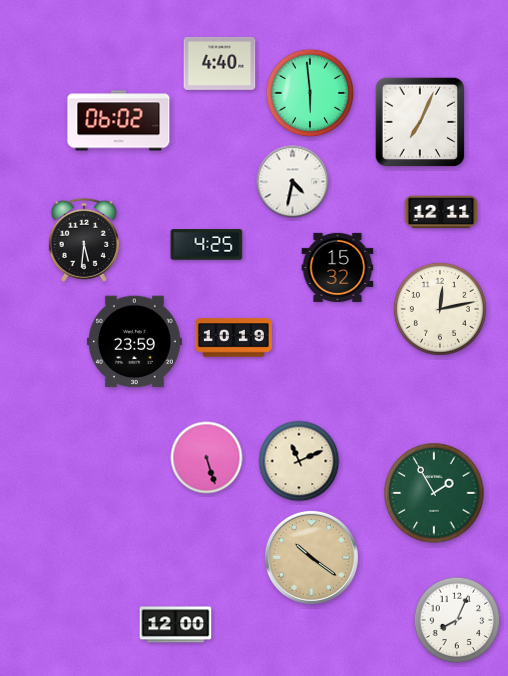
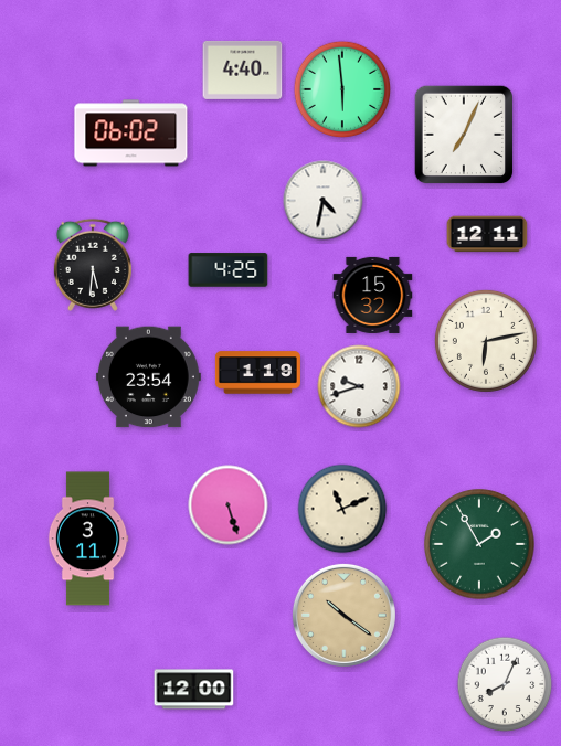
clock at (310, 93) position: (310, 93) -> (342, 89)
clock at (440, 309): 12:13 -> 6:13
clock at (233, 338): 10:19 -> 1:19
clock at (134, 342): 23:59 -> 23:54
clock at (359, 386): none -> 9:42
clock at (299, 461) position: (299, 461) -> (342, 509)
clock at (88, 539): none -> 3:11
